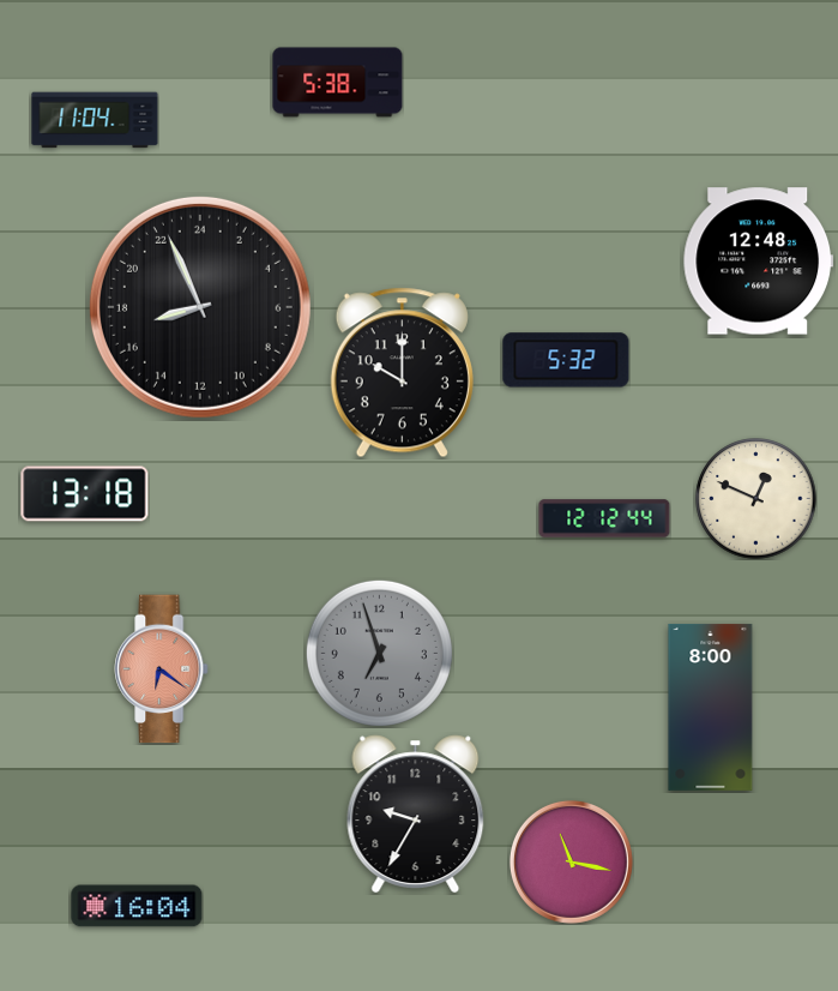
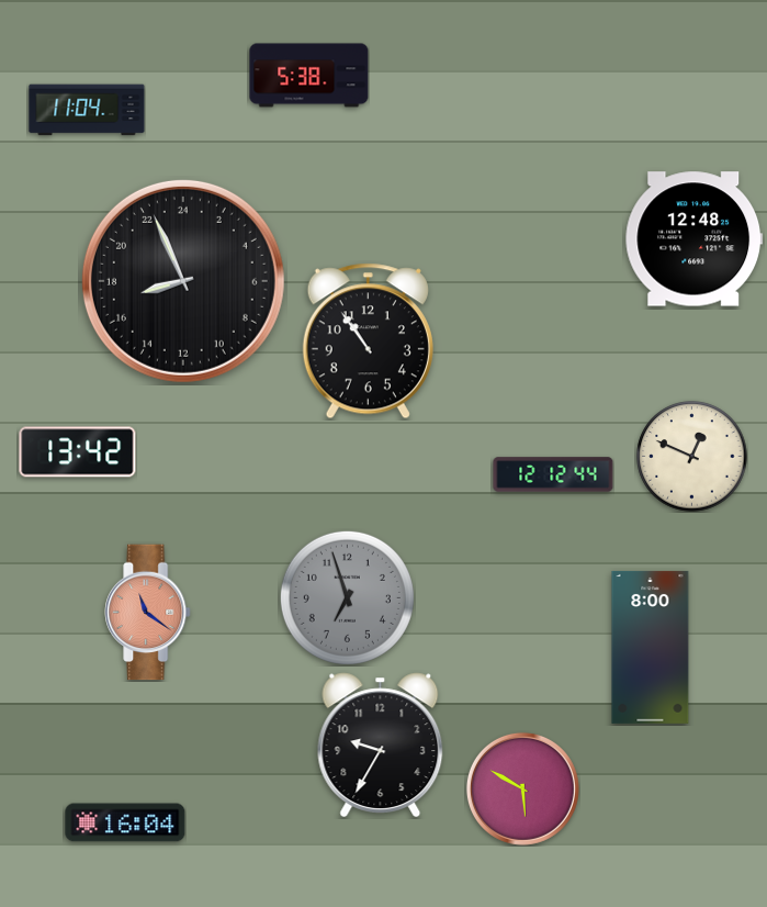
clock at (566, 360): 5:32 -> none
clock at (402, 373): 10:00 -> 10:54
clock at (85, 494): 13:18 -> 13:42
clock at (162, 669): 6:21 -> 11:21
clock at (571, 861): 11:17 -> 5:50
clock at (137, 906) position: (137, 906) -> (125, 822)
